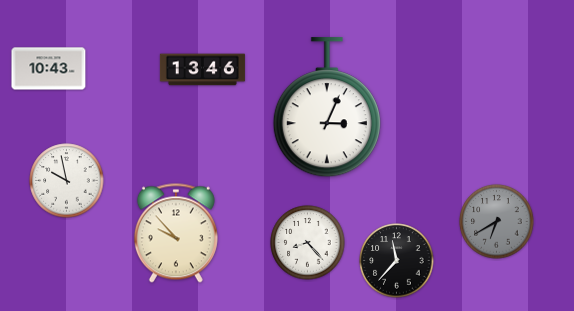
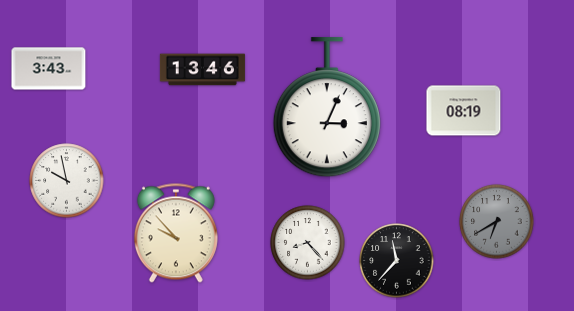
clock at (49, 69): 10:43 -> 3:43
clock at (464, 111): none -> 08:19
